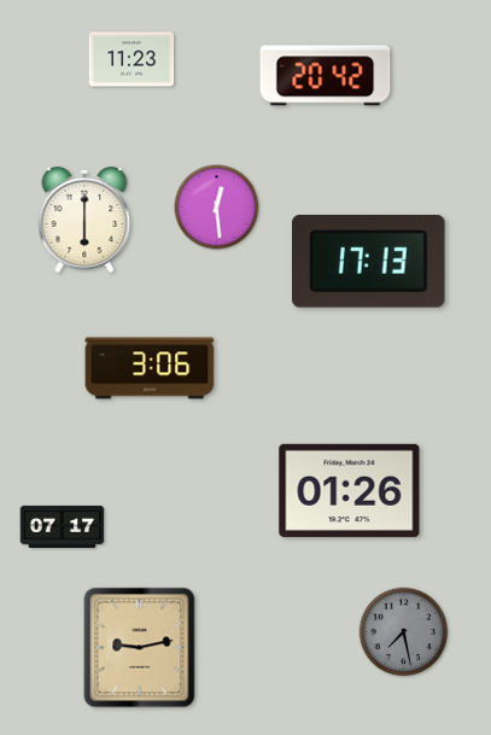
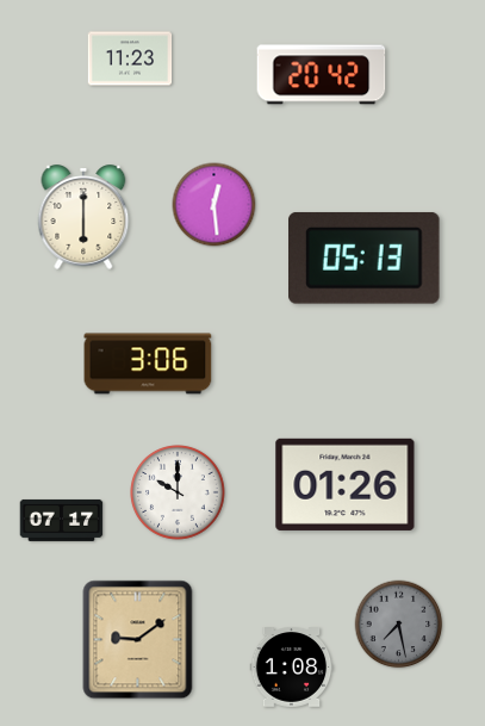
clock at (369, 261): 17:13 -> 05:13
clock at (179, 494): none -> 10:00
clock at (140, 648): 9:13 -> 9:09
clock at (292, 668): none -> 1:08
